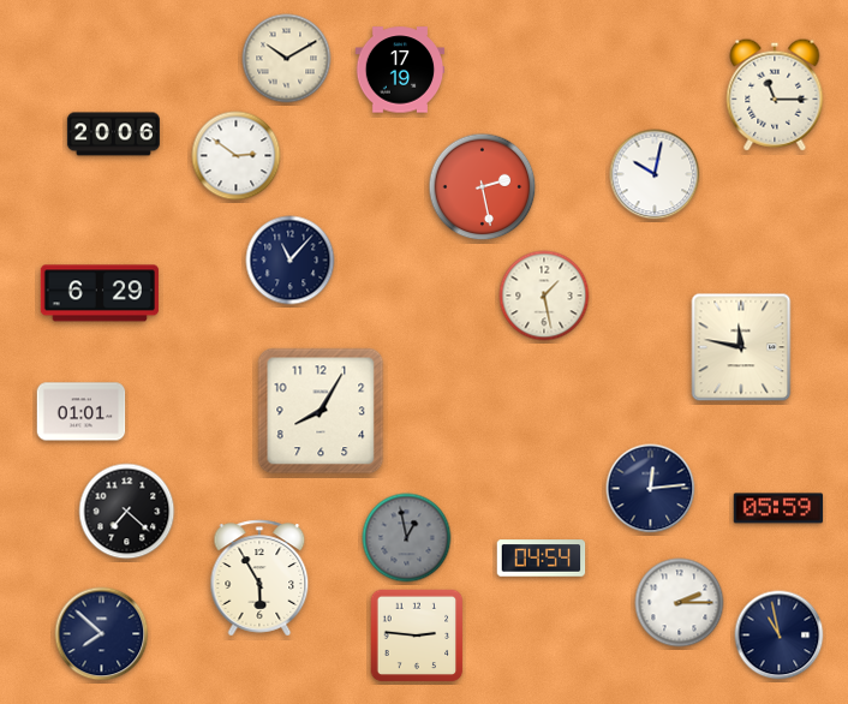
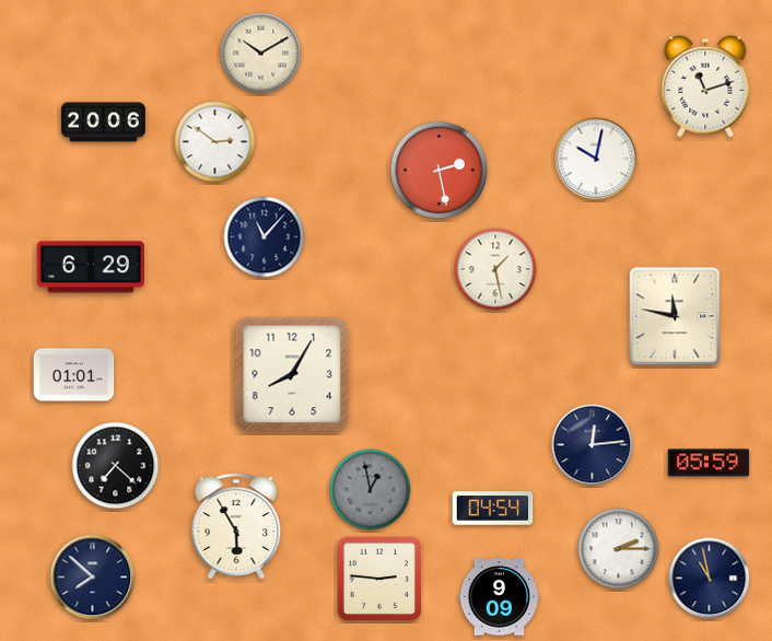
clock at (400, 70): 17:19 -> none
clock at (775, 95): 11:15 -> 11:12
clock at (500, 597): none -> 9:09
